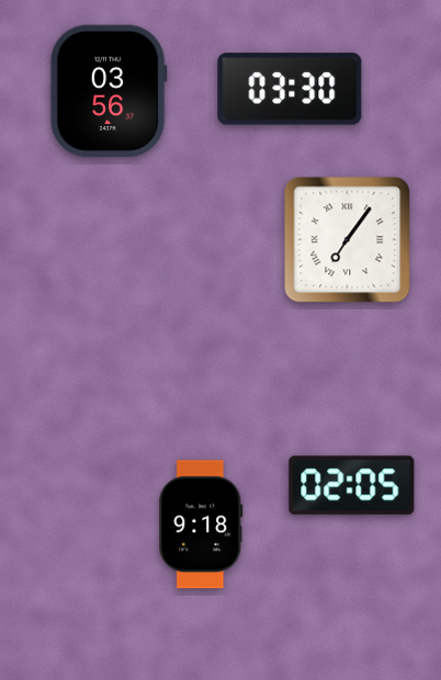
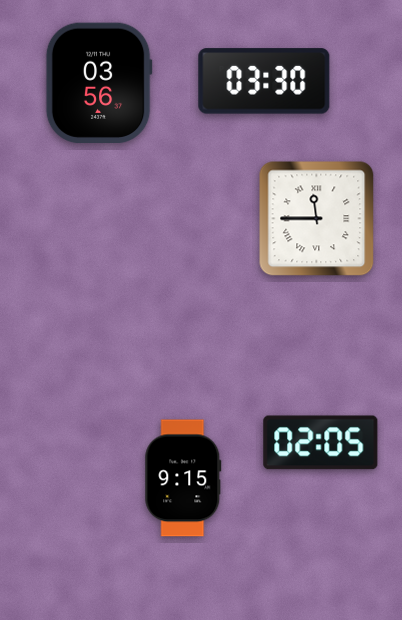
clock at (348, 240): 7:06 -> 11:45
clock at (201, 524): 9:18 -> 9:15
